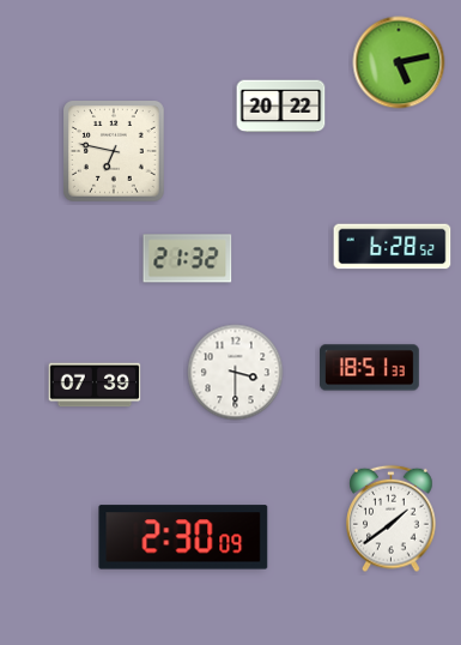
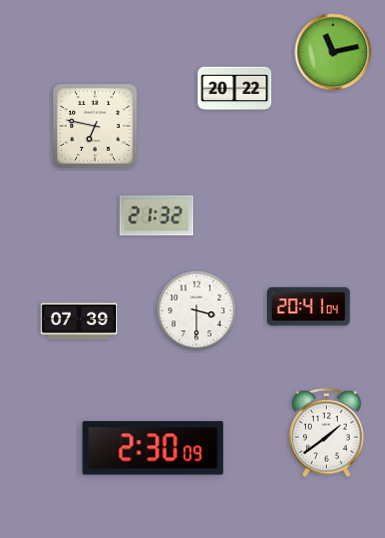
clock at (399, 62): 5:13 -> 11:13
clock at (393, 247): 6:28 -> none
clock at (370, 368): 18:51 -> 20:41
